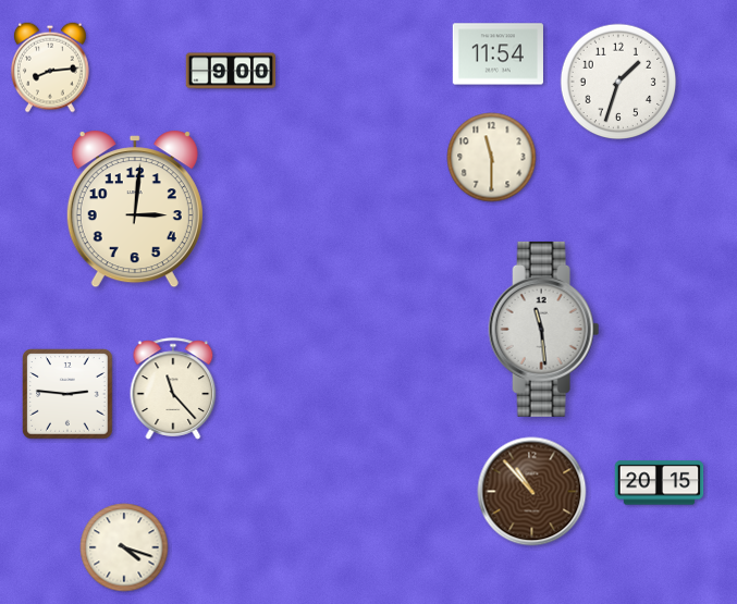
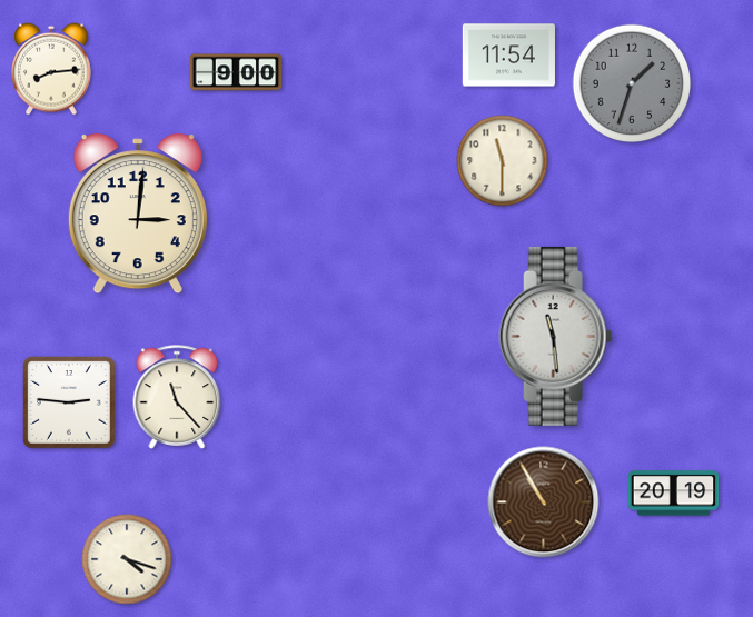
clock at (618, 82) dial: white -> grey
clock at (660, 483): 20:15 -> 20:19
clock at (532, 492): 10:53 -> 10:55
